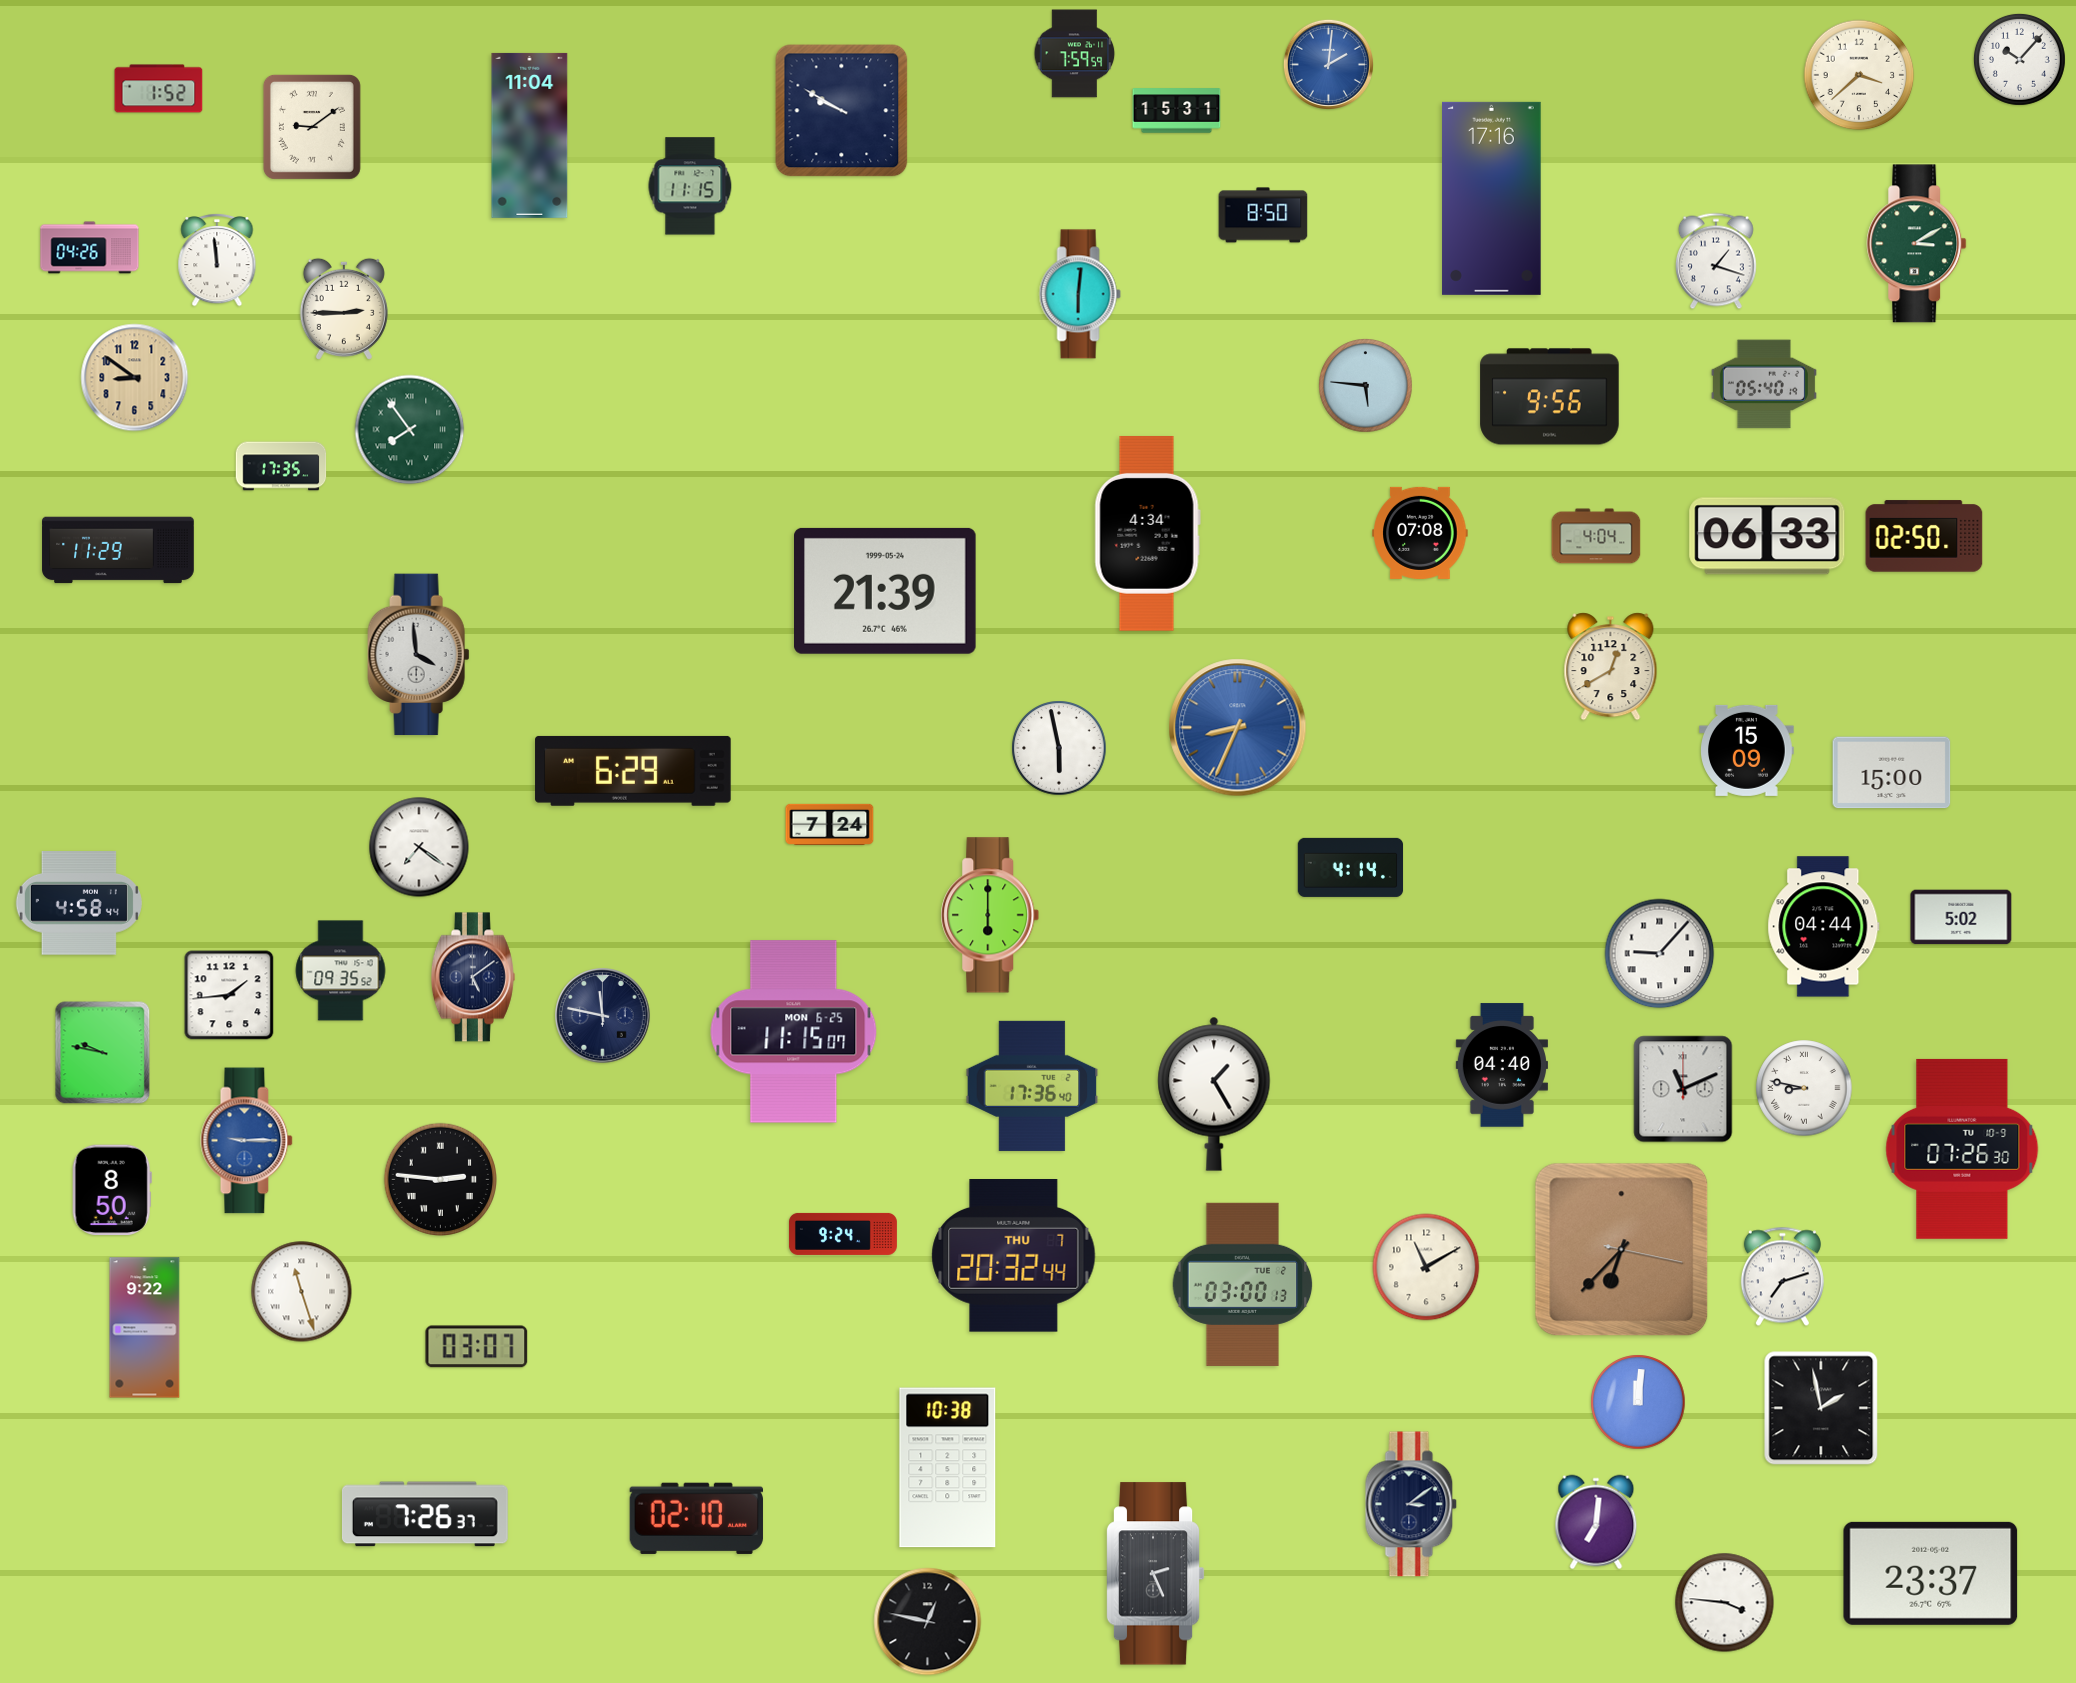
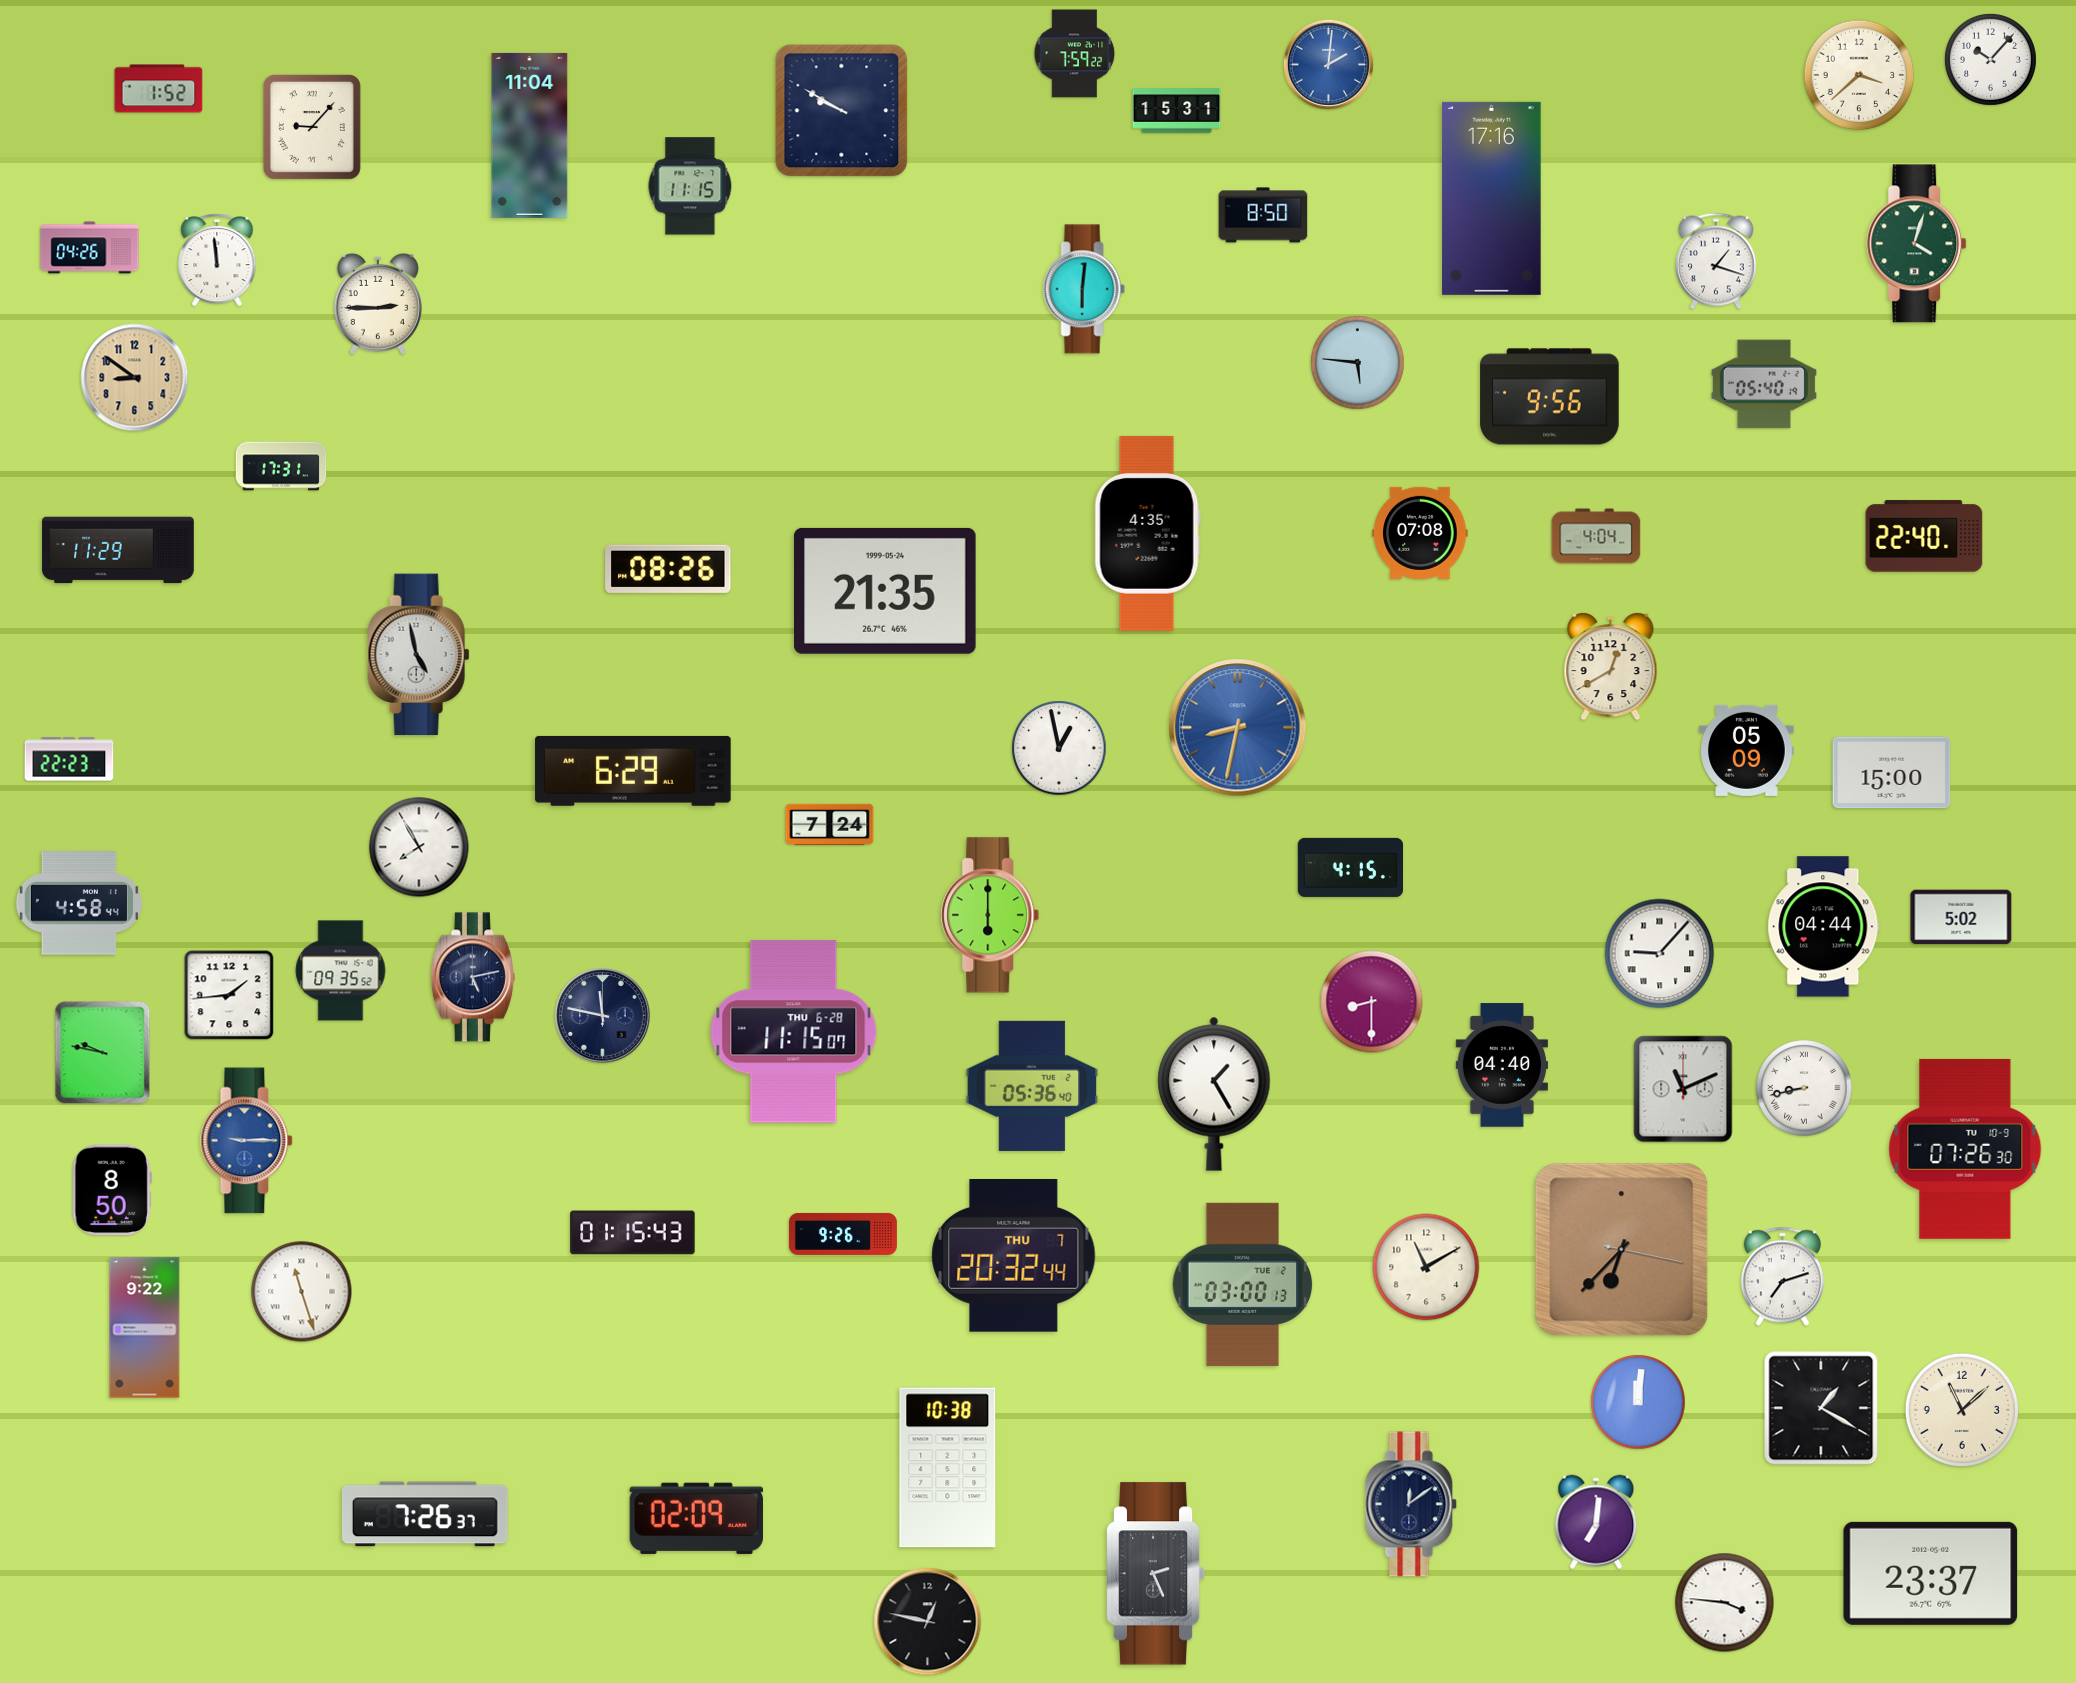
clock at (1075, 54): 7:59:59 -> 7:59:22
clock at (2019, 59) position: (2019, 59) -> (1990, 59)
clock at (312, 127): 9:09 -> 9:07
clock at (1917, 244): 3:10 -> 4:03
clock at (1080, 294) position: (1080, 294) -> (1084, 289)
clock at (344, 309) position: (344, 309) -> (378, 304)
clock at (1366, 386) position: (1366, 386) -> (1358, 363)
clock at (410, 430): 7:54 -> none
clock at (281, 466): 17:35 -> 17:31
clock at (1147, 533): 4:34 -> 4:35
clock at (1767, 536): 06:33 -> none
clock at (1924, 536): 02:50 -> 22:40
clock at (668, 569): none -> 08:26
clock at (886, 591): 21:39 -> 21:35
clock at (419, 655): 3:59 -> 4:58
clock at (1238, 728): 8:34 -> 8:32
clock at (1059, 748): 5:58 -> 12:58
clock at (1747, 750): 15:09 -> 05:09
clock at (69, 759): none -> 22:23
clock at (419, 847): 7:21 -> 7:55
clock at (1351, 867): 4:14 -> 4:15
clock at (473, 977): 5:09 -> 5:13
clock at (1372, 1002): none -> 8:30
clock at (794, 1032) date: MON 6-25 -> THU 6-28
clock at (1032, 1086): 17:36 -> 05:36
clock at (1804, 1088): 8:47 -> 8:43
clock at (1962, 1149) position: (1962, 1149) -> (1965, 1149)
clock at (440, 1179): 2:46 -> none
clock at (633, 1233): none -> 01:15
clock at (843, 1234): 9:24 -> 9:26
clock at (477, 1347): 03:07 -> none
clock at (1821, 1408): 1:58 -> 1:20
clock at (1962, 1410): none -> 11:08
clock at (1411, 1504): 3:09 -> 12:09
clock at (696, 1518): 02:10 -> 02:09
